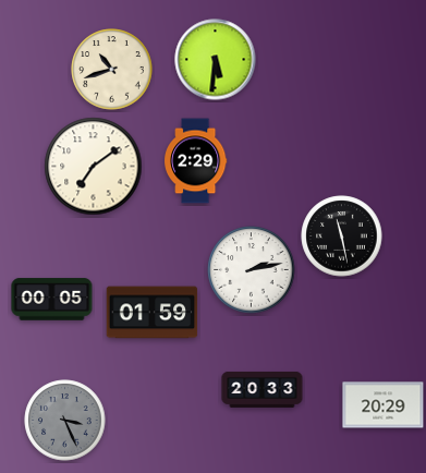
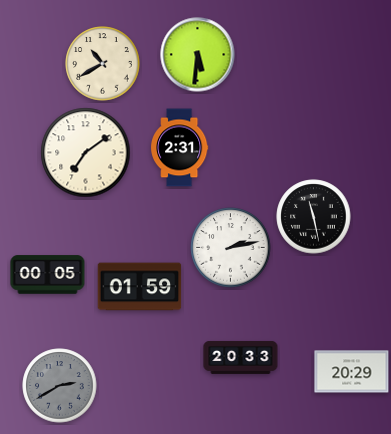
clock at (112, 70): 10:42 -> 10:40
clock at (196, 161): 2:29 -> 2:31
clock at (65, 421): 3:26 -> 2:40
